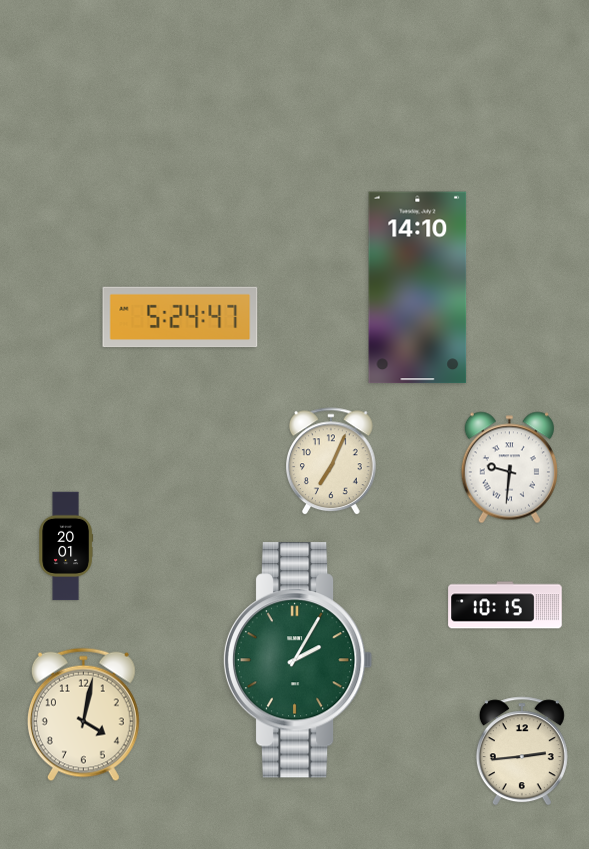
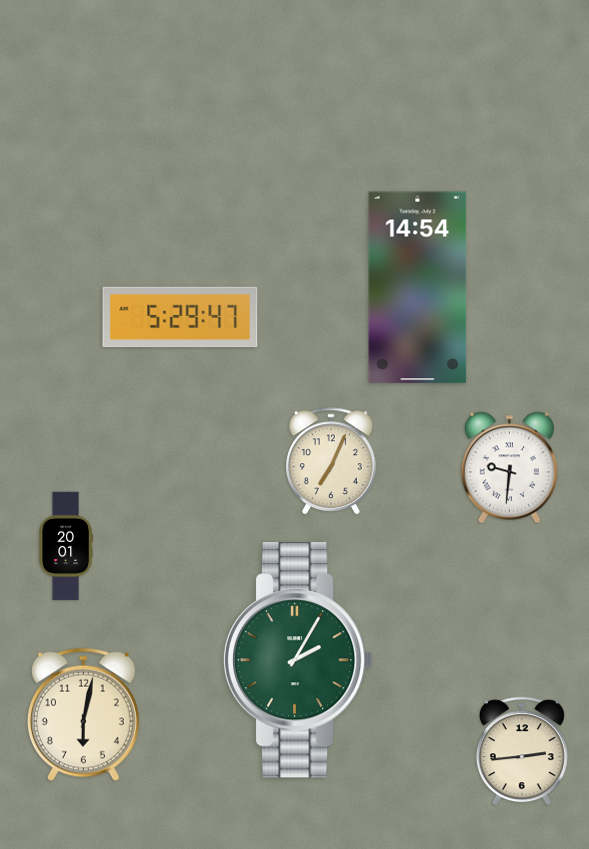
clock at (418, 288): 14:10 -> 14:54
clock at (180, 317): 5:24 -> 5:29
clock at (505, 605): 10:15 -> none
clock at (83, 715): 4:02 -> 6:02
